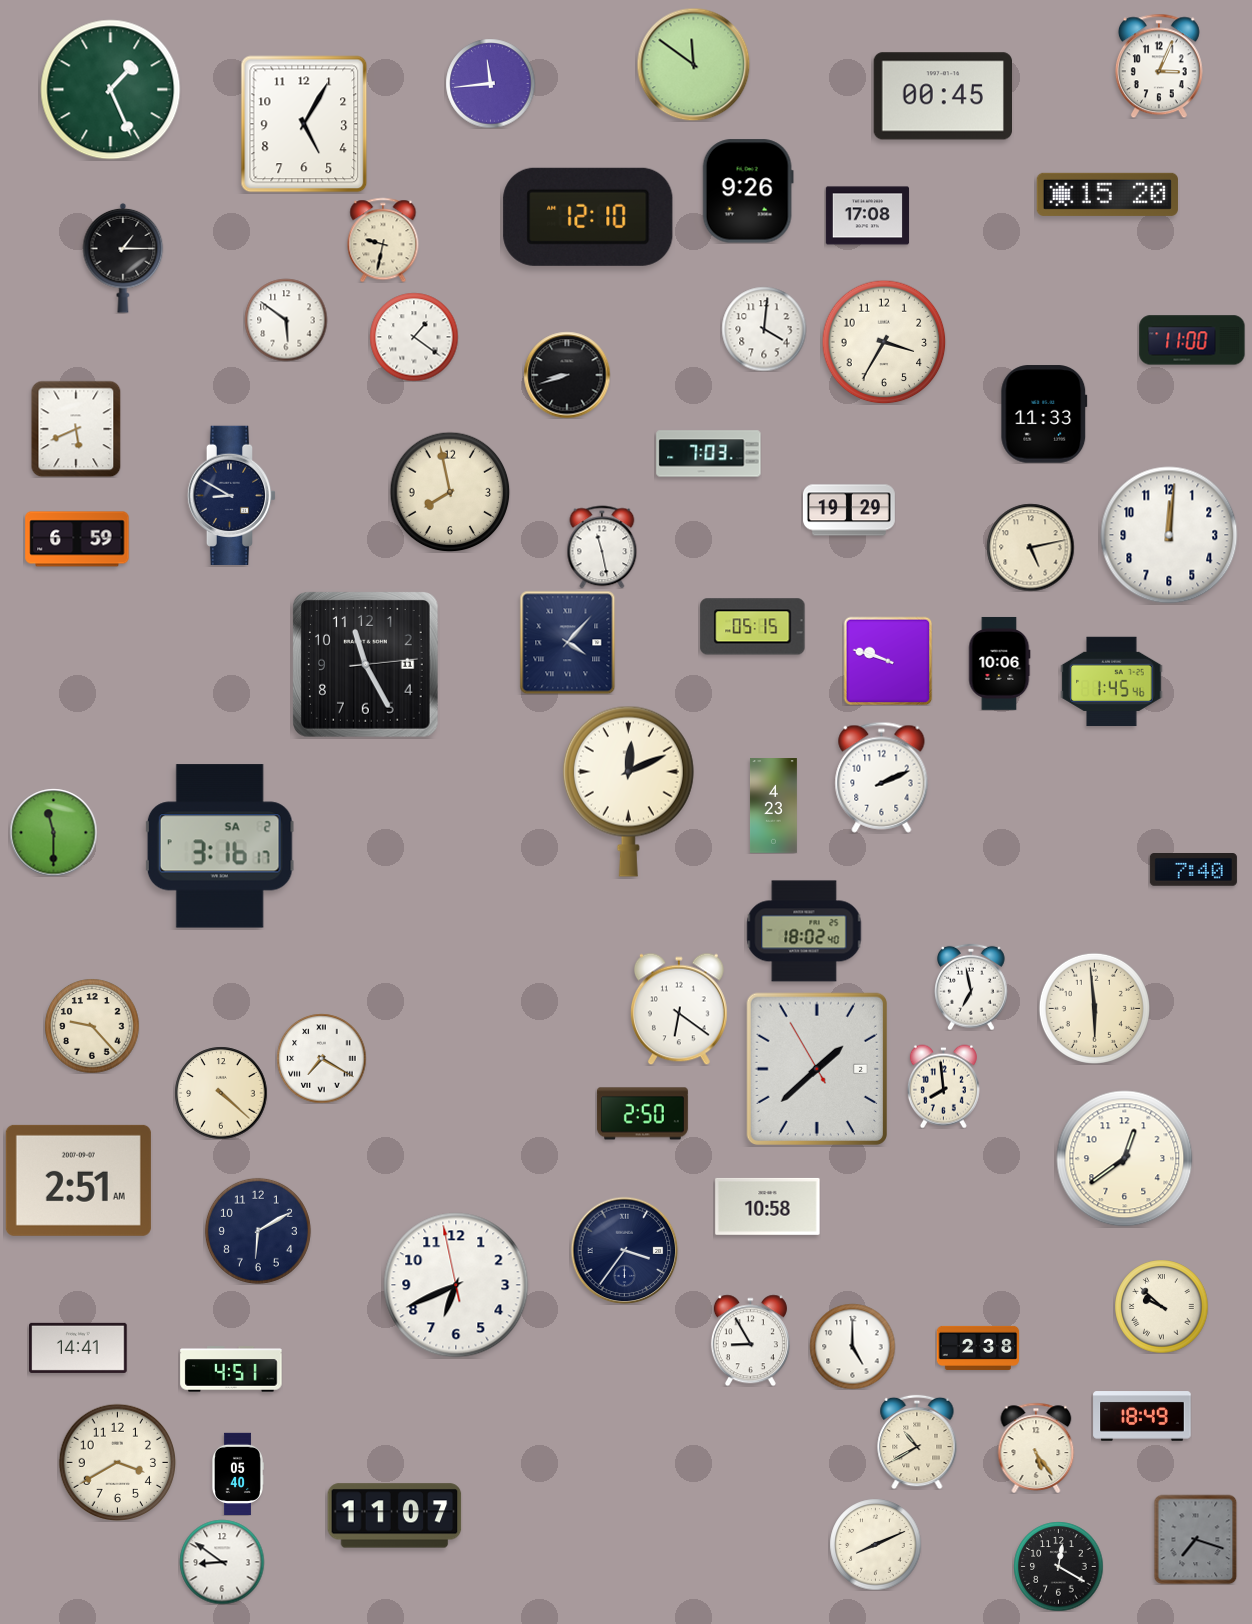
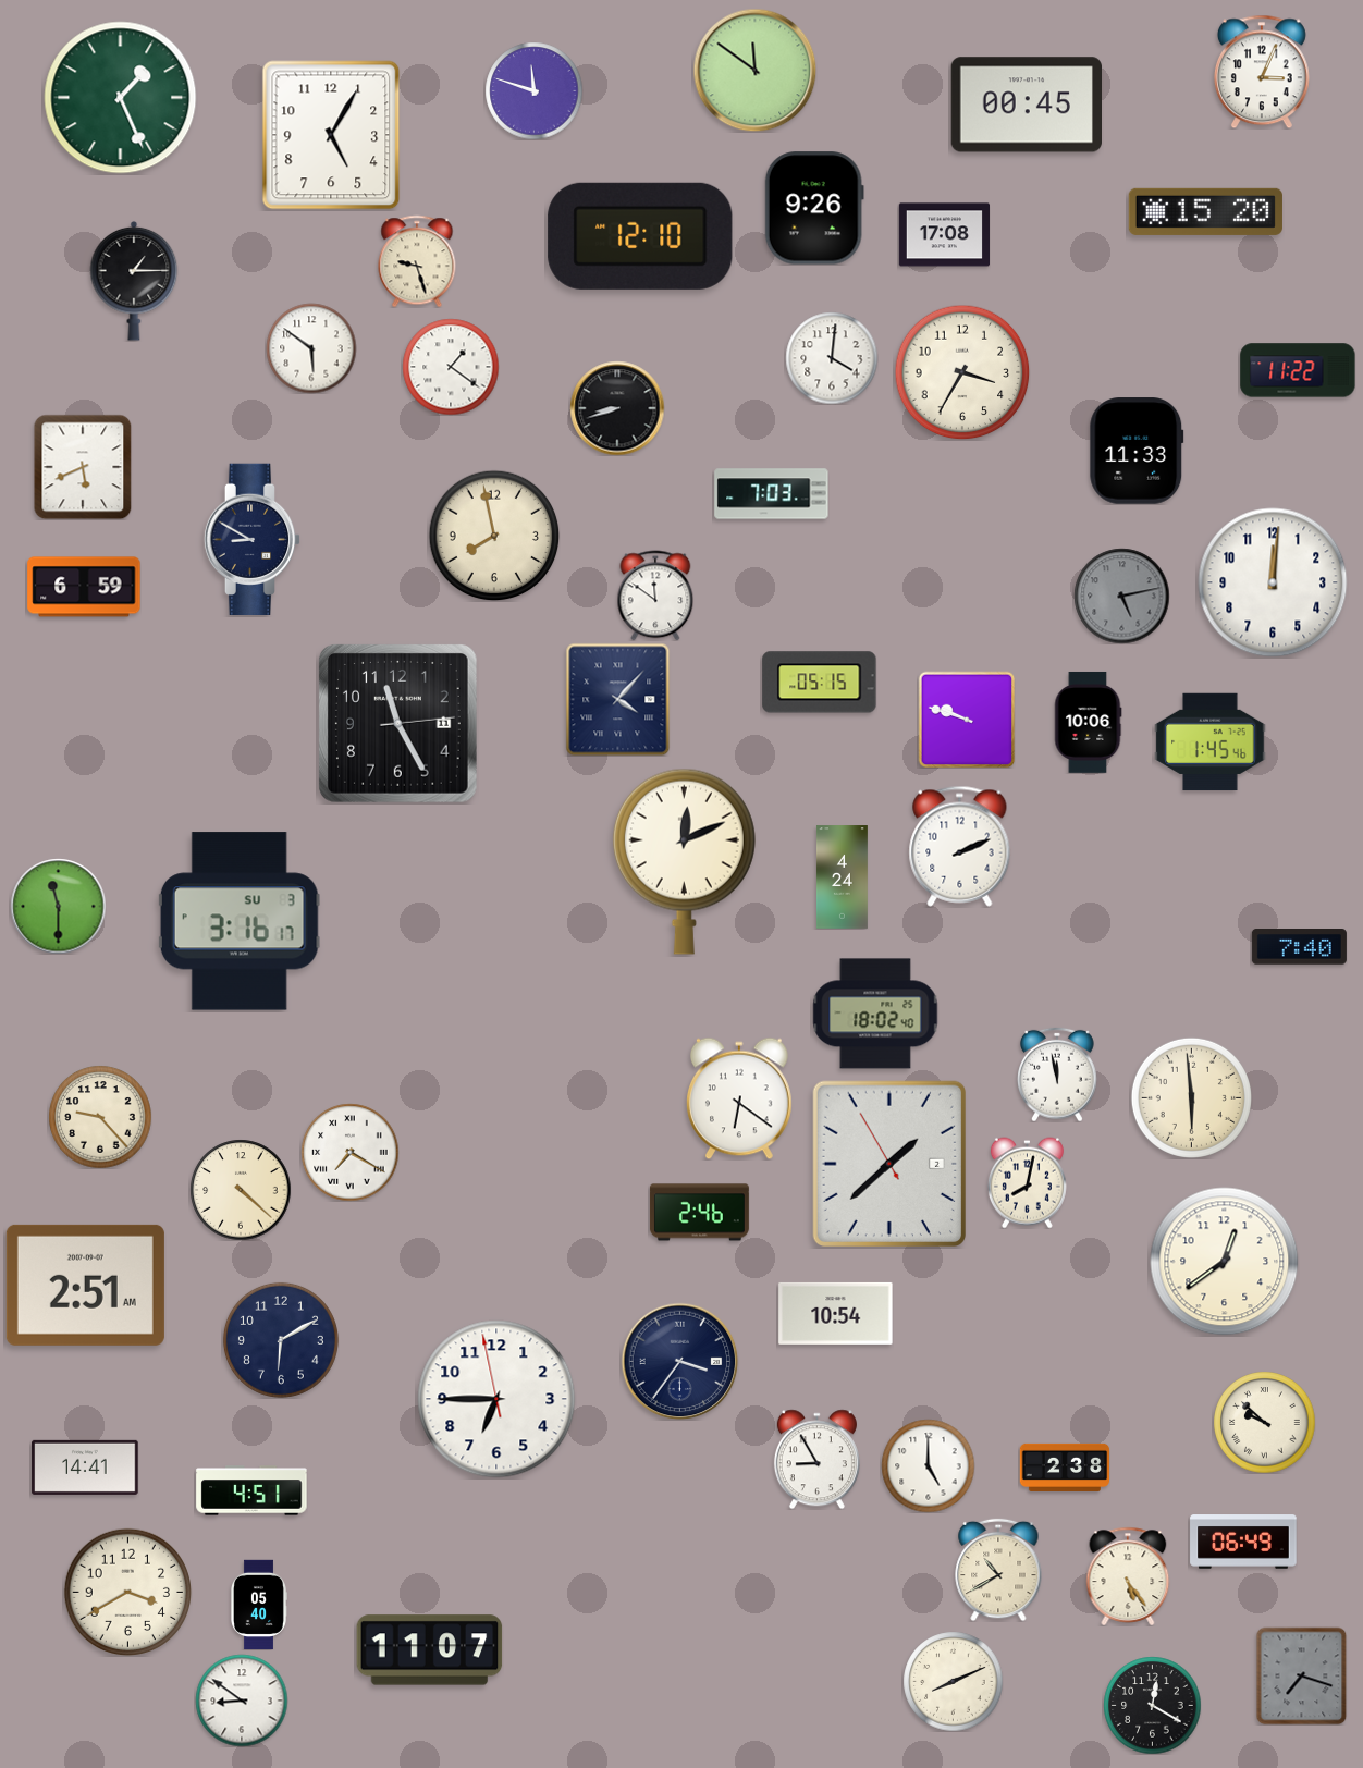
clock at (490, 83): 11:44 -> 11:48
clock at (383, 240): 9:32 -> 9:27
clock at (1192, 340): 11:00 -> 11:22
clock at (450, 492) position: (450, 492) -> (494, 536)
clock at (849, 510): 19:29 -> none
clock at (602, 547): 11:28 -> 11:51
clock at (1030, 547) dial: cream -> grey
clock at (773, 806): 4:23 -> 4:24
clock at (220, 846) date: SA 2 -> SU 3
clock at (971, 987): 6:58 -> 11:58
clock at (943, 1086): 7:59 -> 8:02
clock at (642, 1114): 2:50 -> 2:46
clock at (768, 1206): 10:58 -> 10:54
clock at (456, 1285): 6:40 -> 6:44
clock at (1142, 1416): 18:49 -> 06:49
